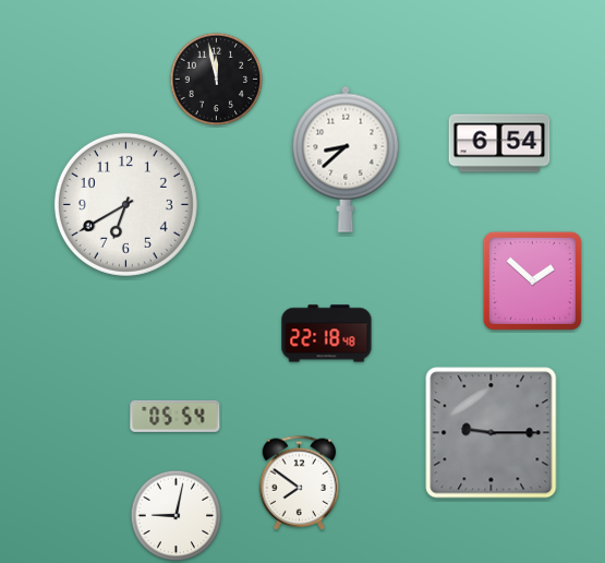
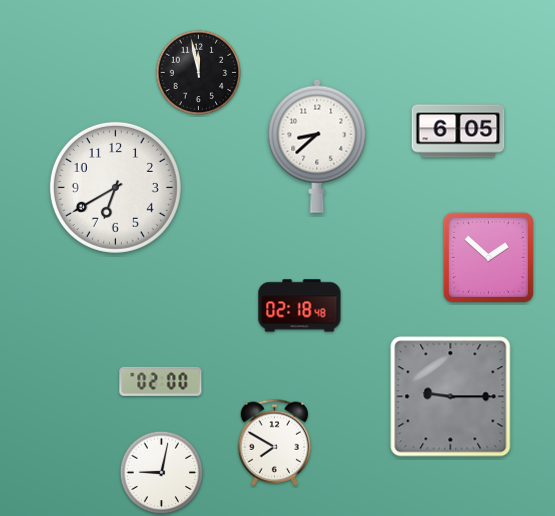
clock at (499, 143): 6:54 -> 6:05
clock at (327, 334): 22:18 -> 02:18
clock at (176, 416): 05:54 -> 02:00
clock at (300, 482): 7:51 -> 7:50
